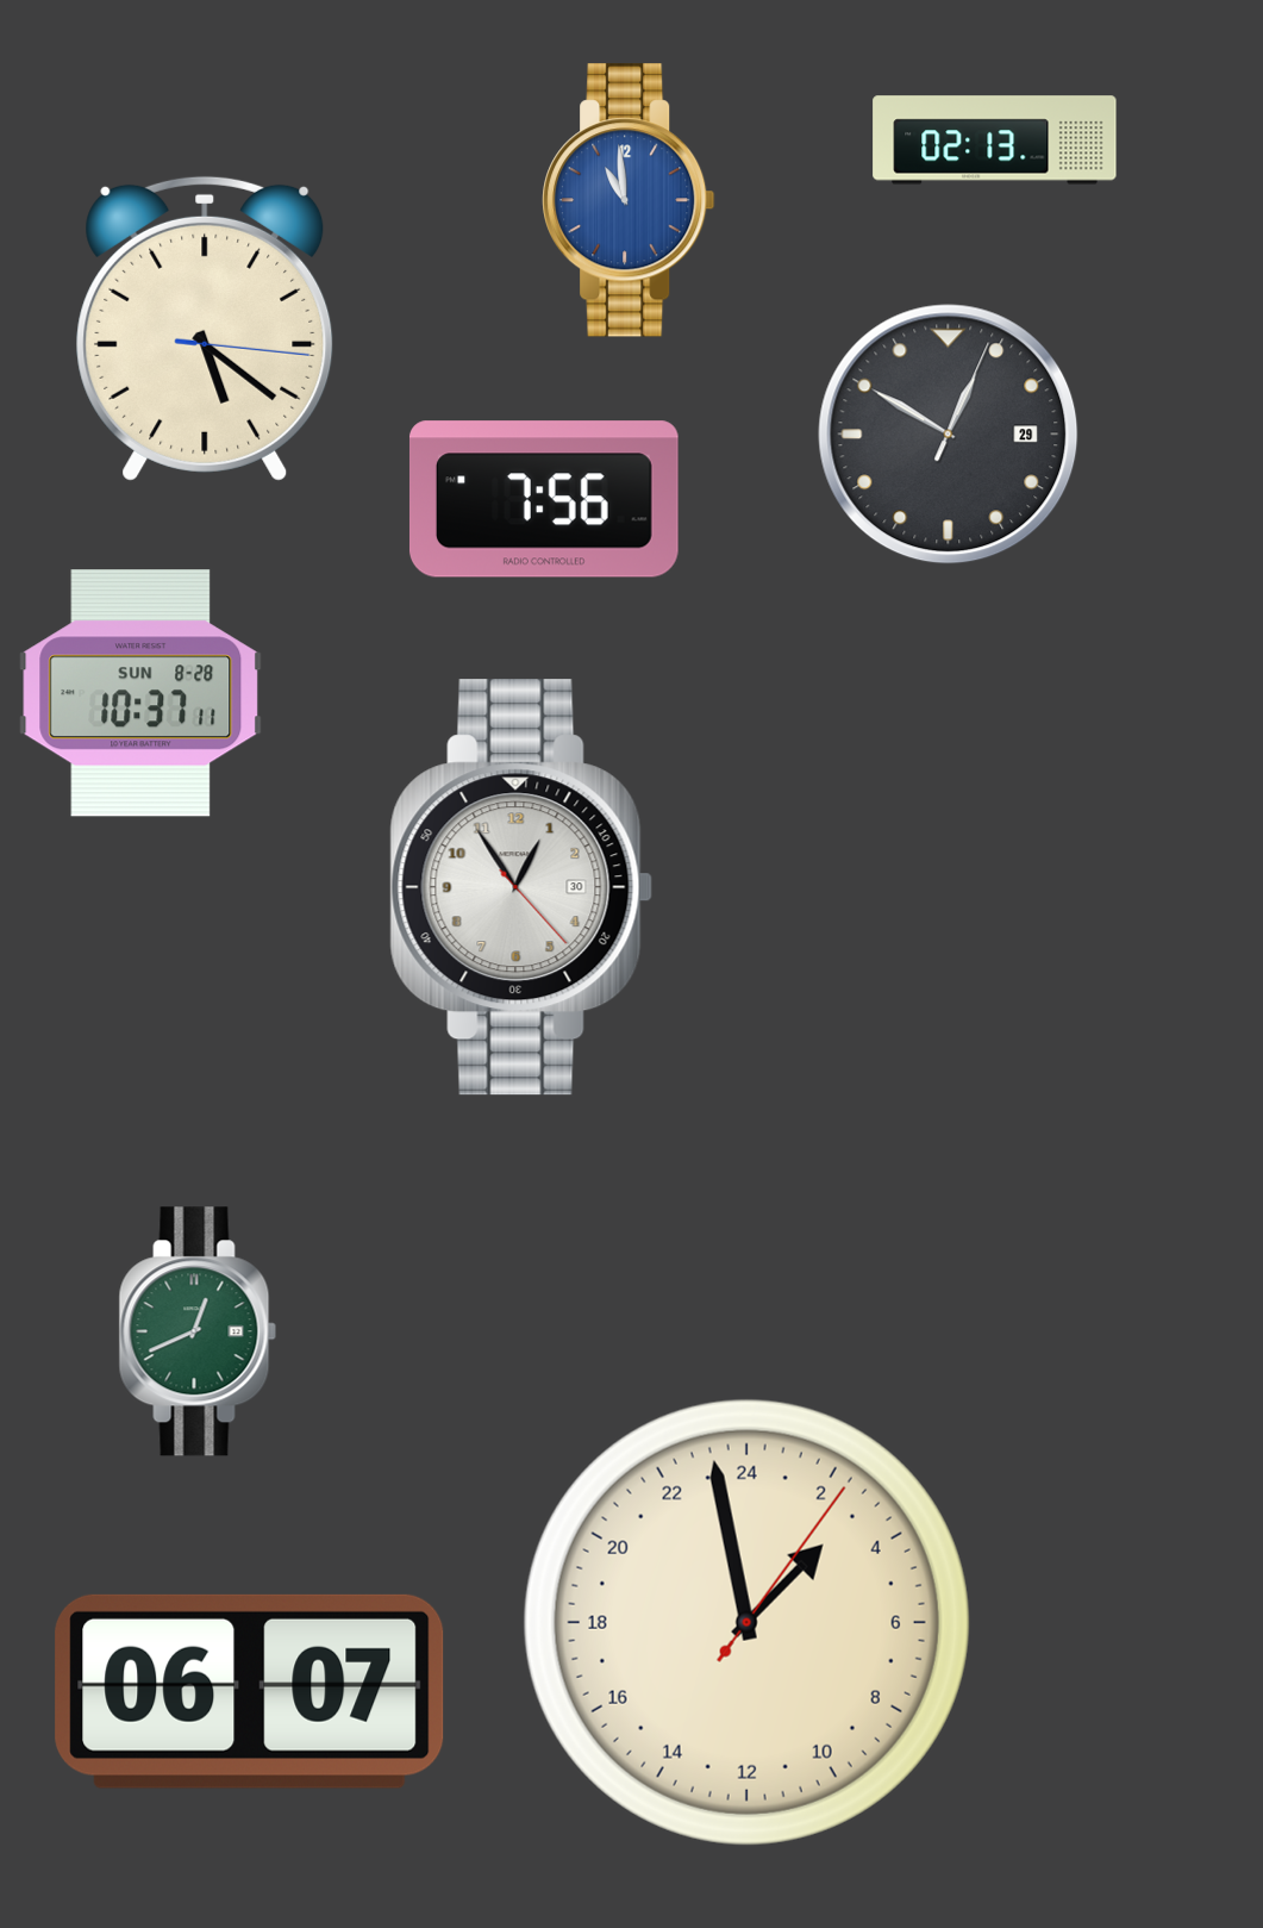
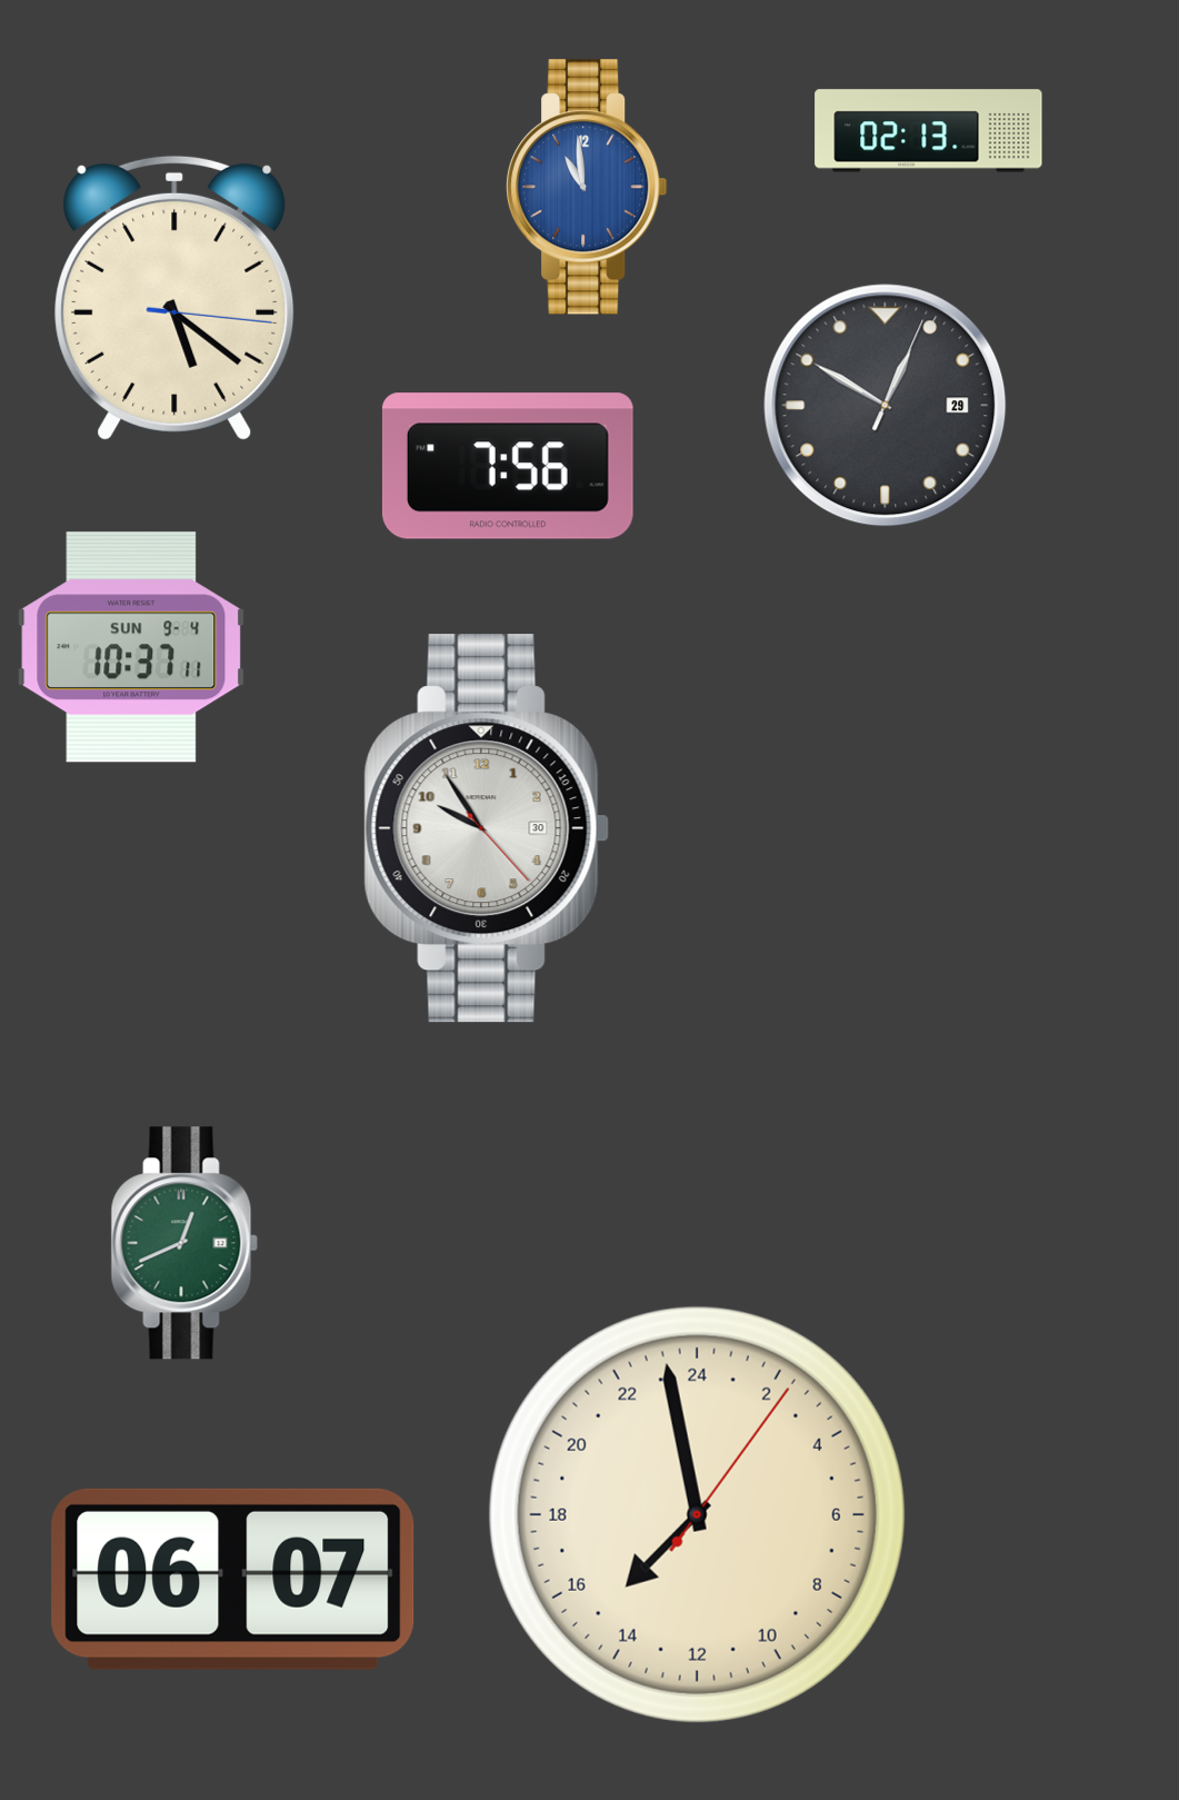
clock at (205, 329) position: (205, 329) -> (174, 298)
clock at (140, 693) date: SUN 8-28 -> SUN 9-4
clock at (521, 887): 12:54 -> 9:54
clock at (746, 1622): 2:58 -> 14:58
